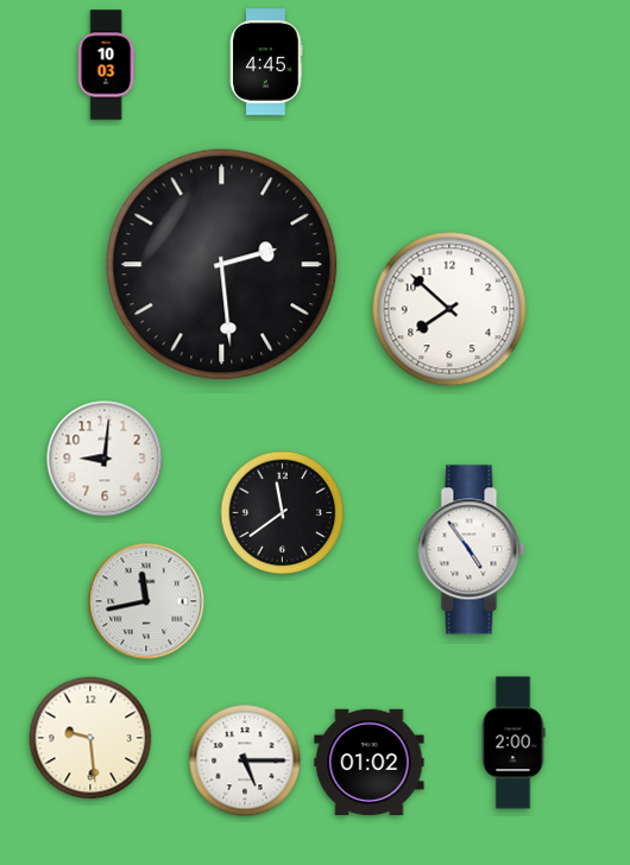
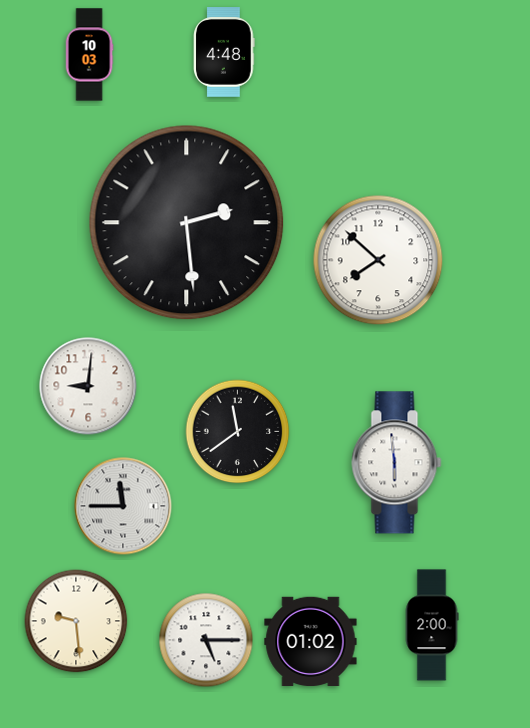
clock at (266, 62): 4:45 -> 4:48
clock at (472, 550): 4:54 -> 5:59
clock at (146, 601): 11:43 -> 11:45
